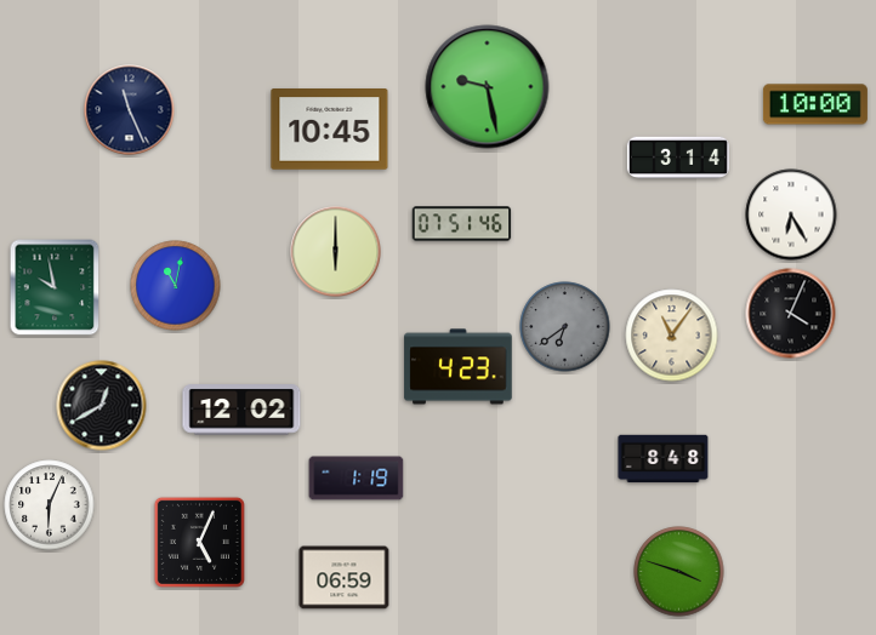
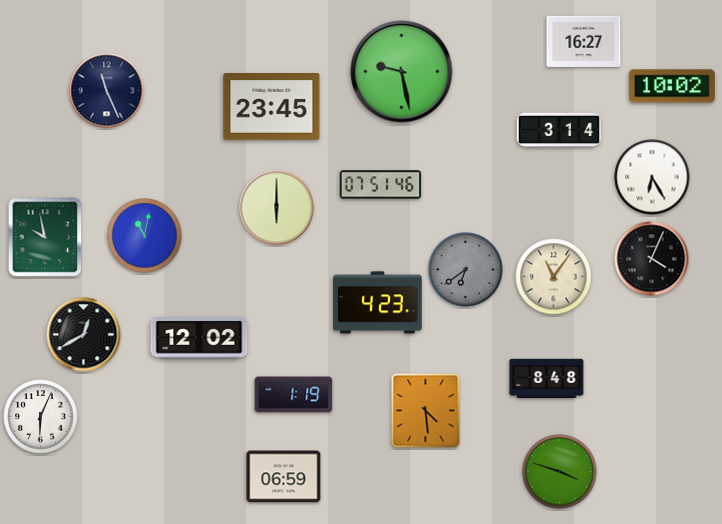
clock at (584, 41): none -> 16:27
clock at (815, 104): 10:00 -> 10:02
clock at (330, 130): 10:45 -> 23:45
clock at (426, 411): none -> 4:29
clock at (199, 542): 5:04 -> none
